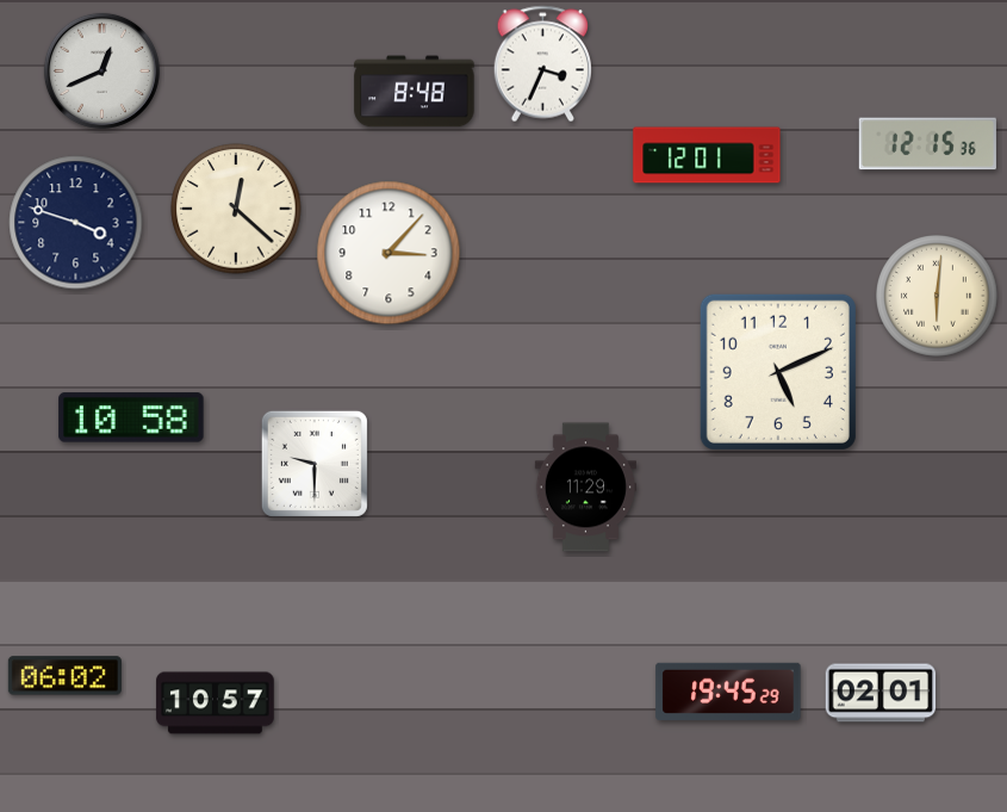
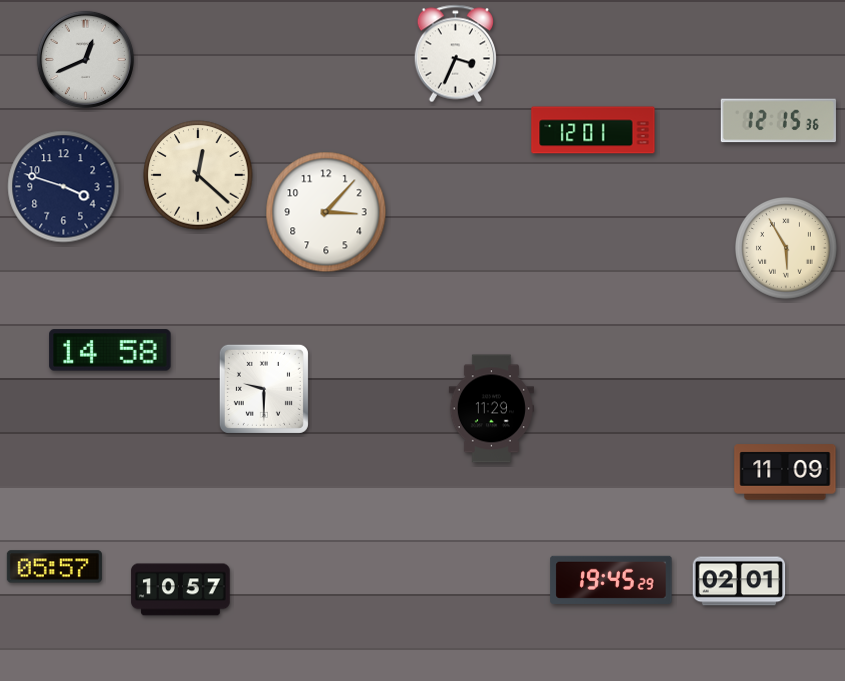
clock at (415, 92): 8:48 -> none
clock at (938, 297): 6:01 -> 5:55
clock at (778, 372): 5:11 -> none
clock at (131, 417): 10:58 -> 14:58
clock at (785, 472): none -> 11:09
clock at (64, 676): 06:02 -> 05:57
